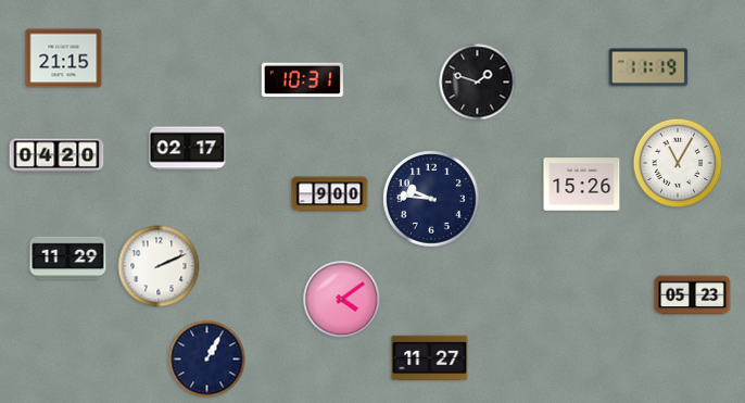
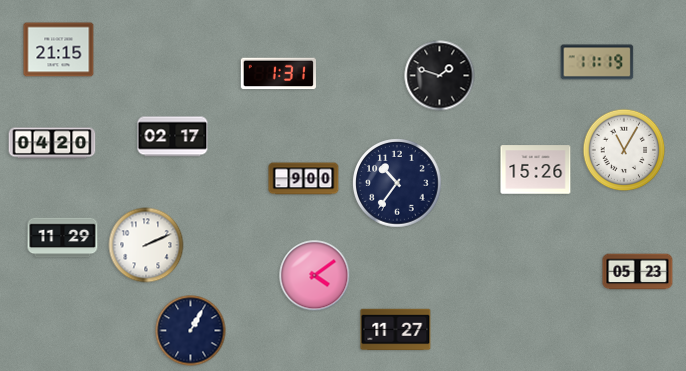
clock at (64, 59) position: (64, 59) -> (59, 50)
clock at (302, 80): 10:31 -> 1:31
clock at (431, 199): 9:46 -> 10:36
